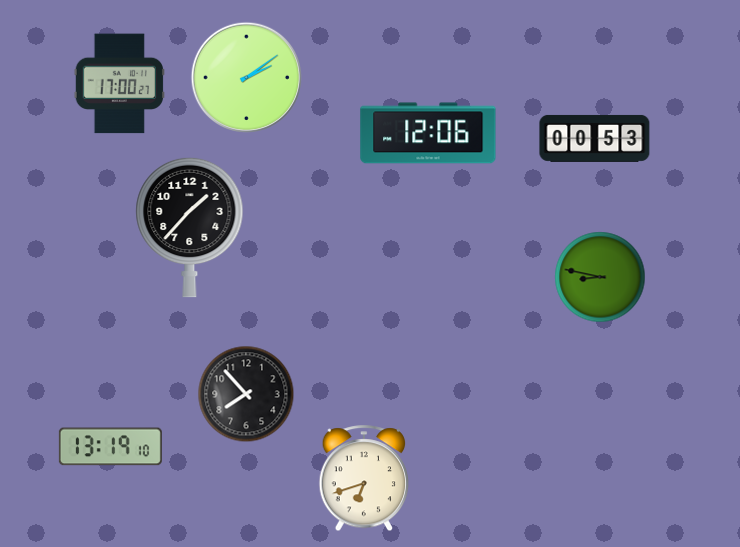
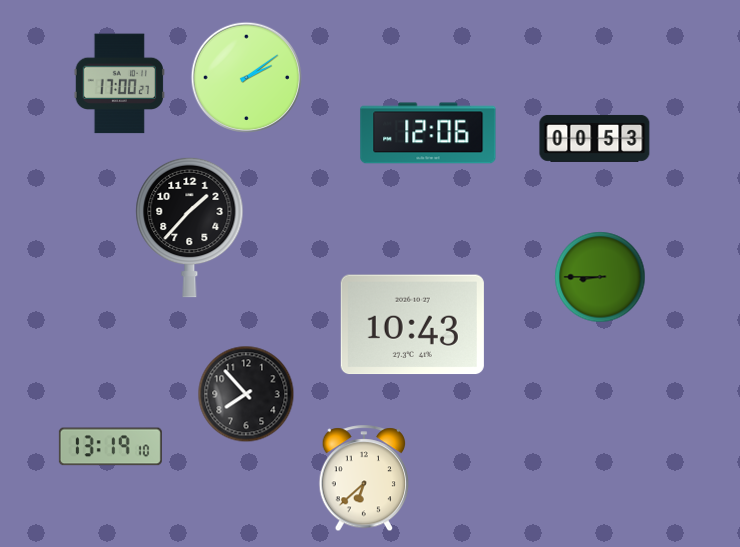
clock at (600, 277): 8:47 -> 8:45
clock at (412, 325): none -> 10:43
clock at (364, 479): 6:42 -> 6:38
